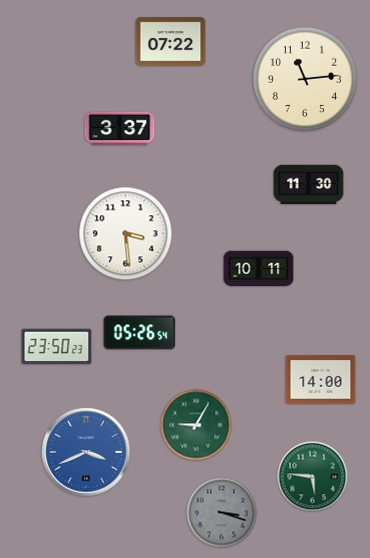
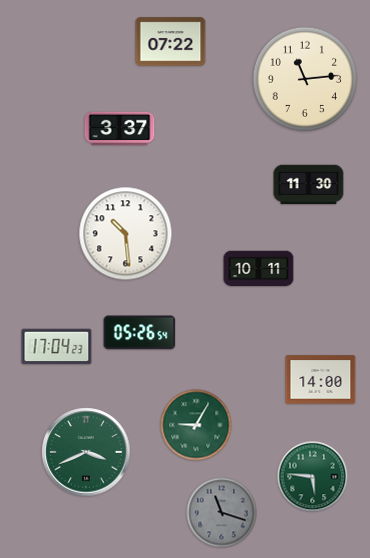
clock at (126, 234): 3:29 -> 10:29
clock at (57, 347): 23:50 -> 17:04
clock at (86, 452) dial: blue -> green
clock at (222, 513): 3:18 -> 11:18
